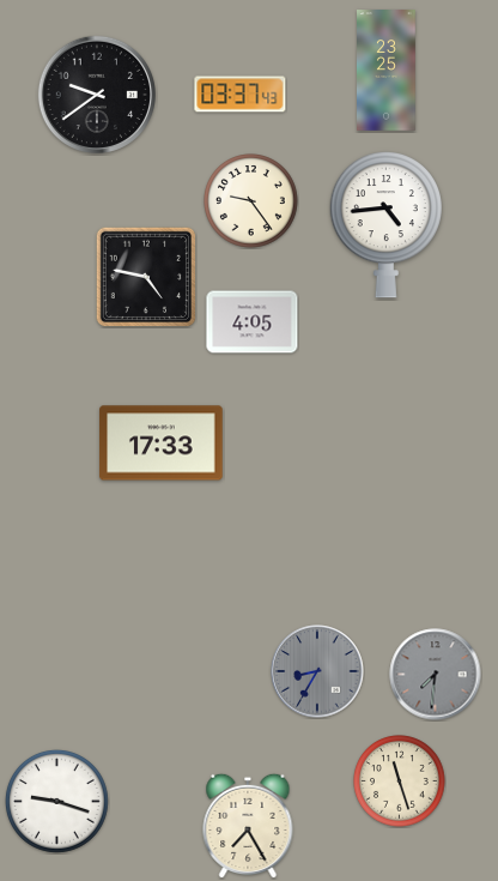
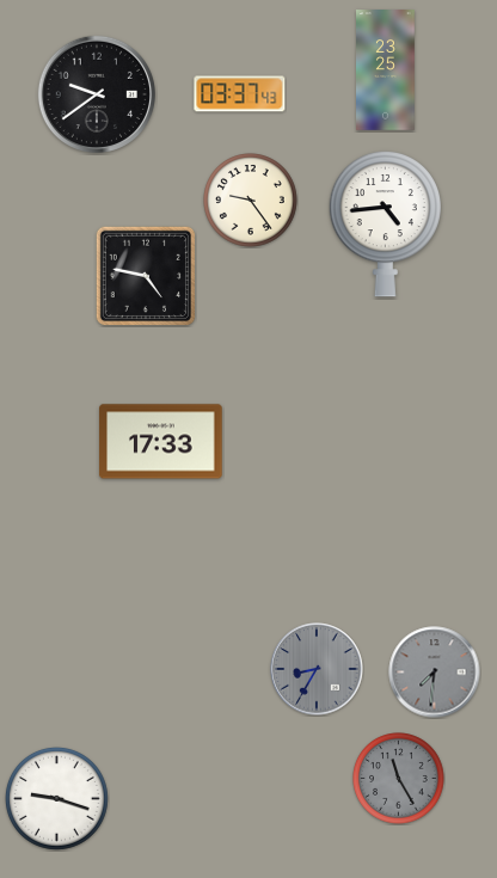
clock at (253, 322): 4:05 -> none
clock at (400, 782): 11:27 -> 11:25
clock at (400, 782) dial: cream -> grey
clock at (248, 826): 7:25 -> none
